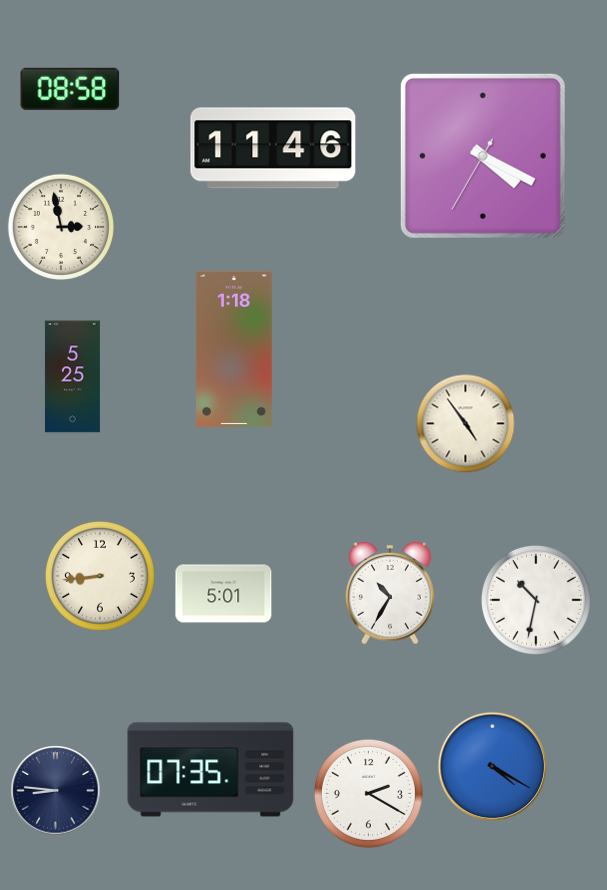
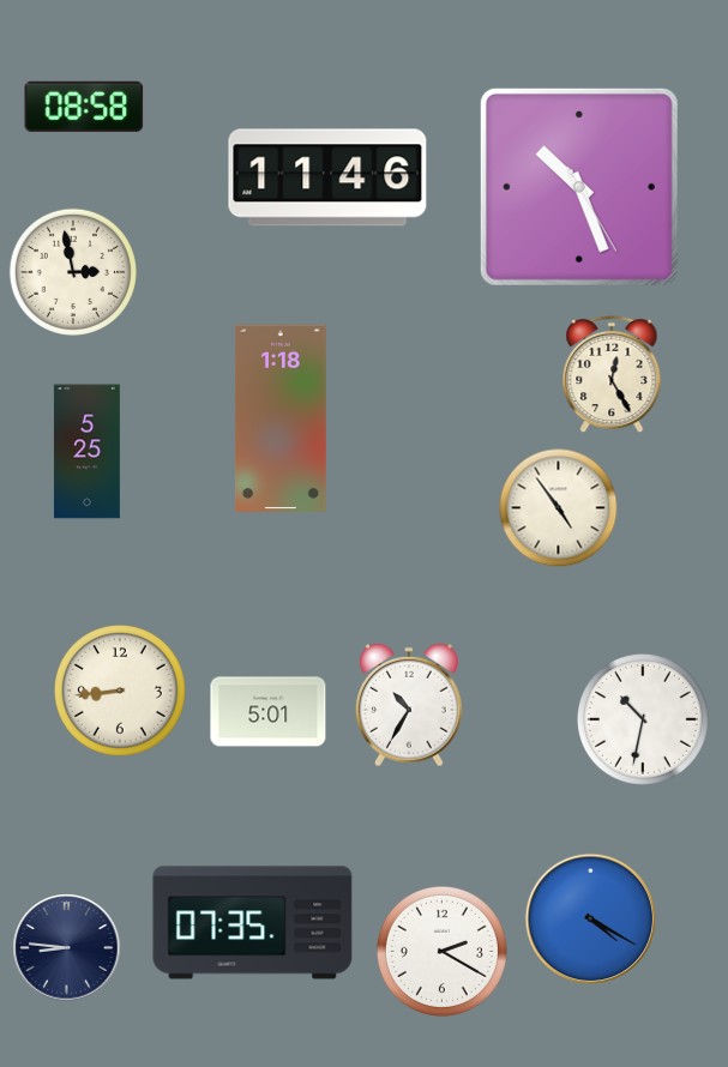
clock at (483, 156): 4:19 -> 10:26
clock at (612, 374): none -> 12:25
clock at (390, 593) position: (390, 593) -> (409, 705)
